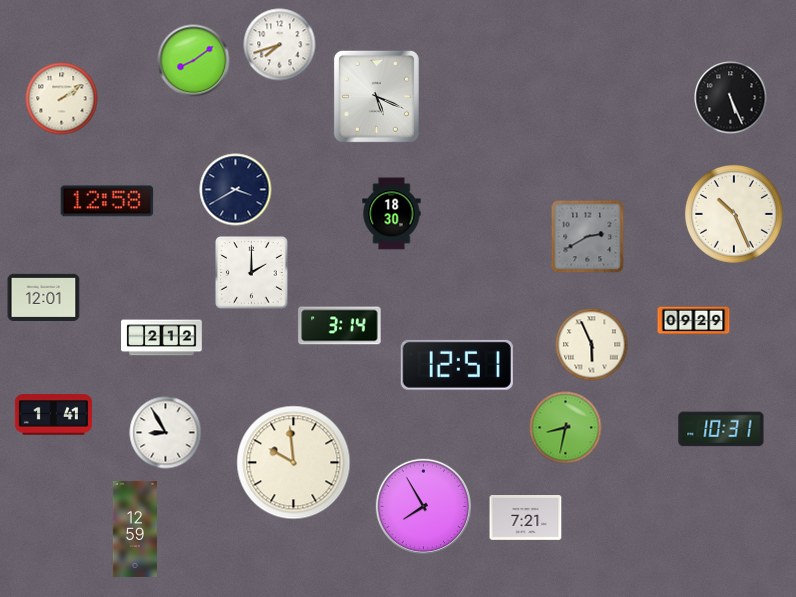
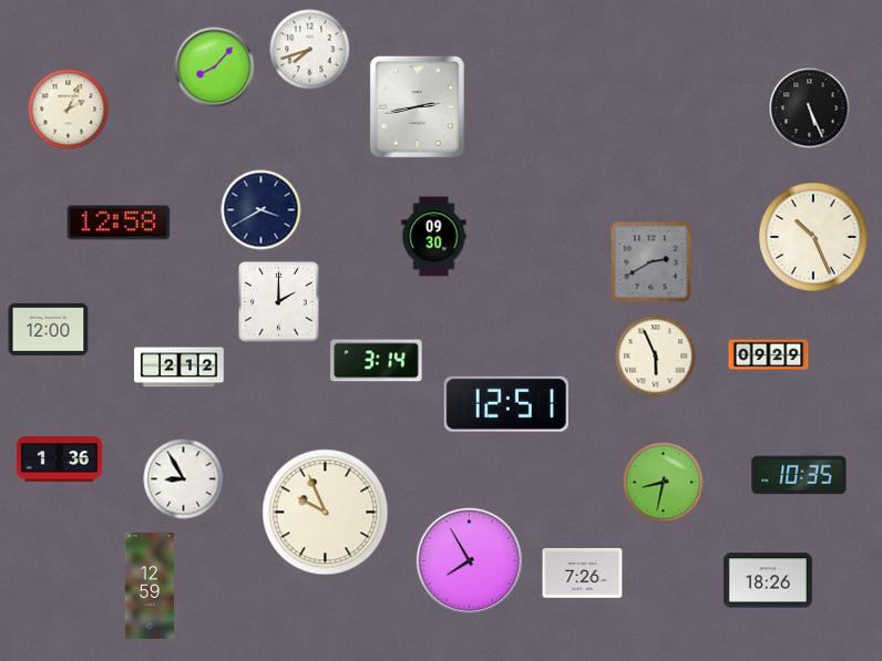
clock at (194, 61): 8:09 -> 8:07
clock at (376, 96): 5:19 -> 2:43
clock at (62, 99): 2:09 -> 2:04
clock at (392, 214): 18:30 -> 09:30
clock at (44, 297): 12:01 -> 12:00
clock at (162, 338) position: (162, 338) -> (180, 368)
clock at (592, 345) position: (592, 345) -> (656, 357)
clock at (53, 415): 1:41 -> 1:36
clock at (566, 428) position: (566, 428) -> (664, 483)
clock at (721, 429): 10:31 -> 10:35
clock at (294, 463): 9:59 -> 9:56
clock at (526, 518): 7:21 -> 7:26
clock at (769, 580): none -> 18:26
